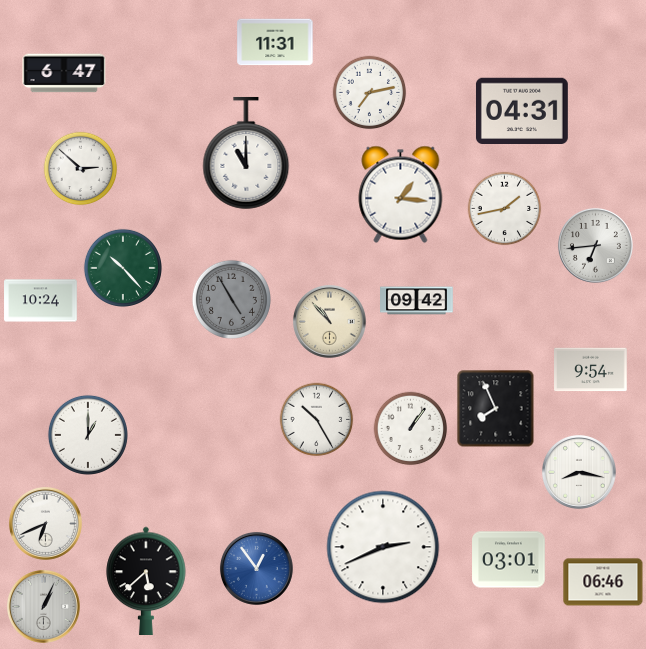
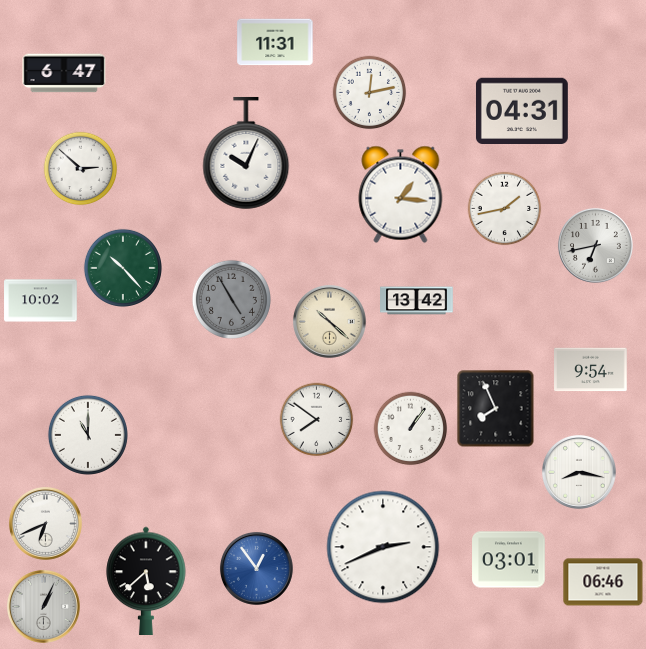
clock at (370, 93): 7:13 -> 12:13
clock at (246, 153): 11:00 -> 10:04
clock at (595, 245): 6:44 -> 6:43
clock at (41, 301): 10:24 -> 10:02
clock at (417, 301): 09:42 -> 13:42
clock at (329, 321): 10:53 -> 10:22
clock at (317, 420): 10:25 -> 7:51
clock at (88, 435): 1:00 -> 11:00
